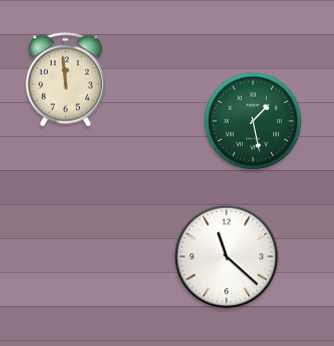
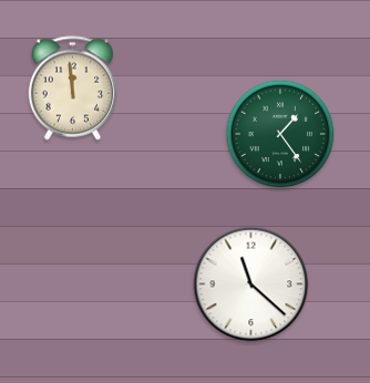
clock at (253, 121): 1:28 -> 1:24
